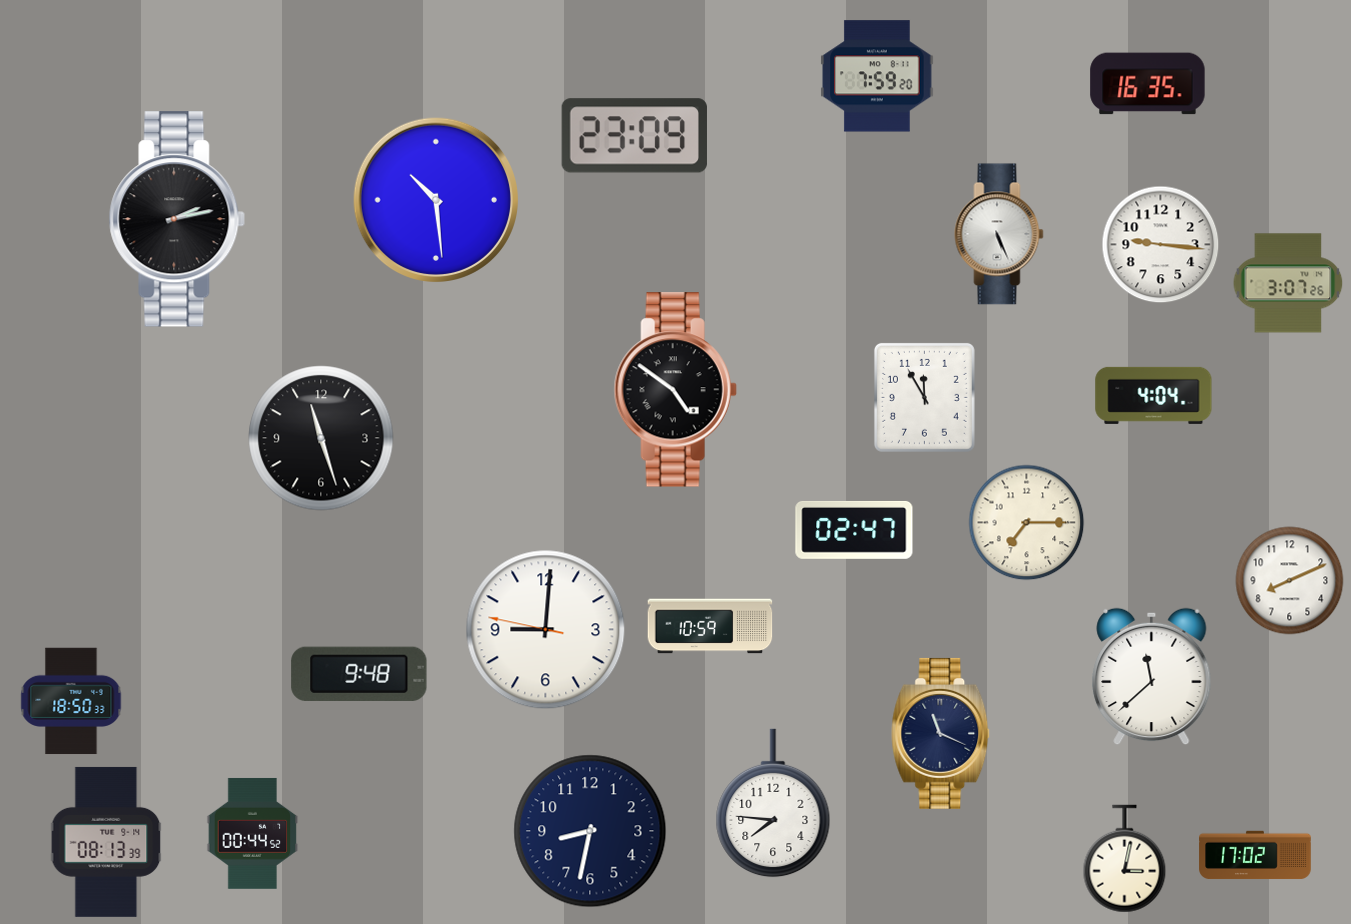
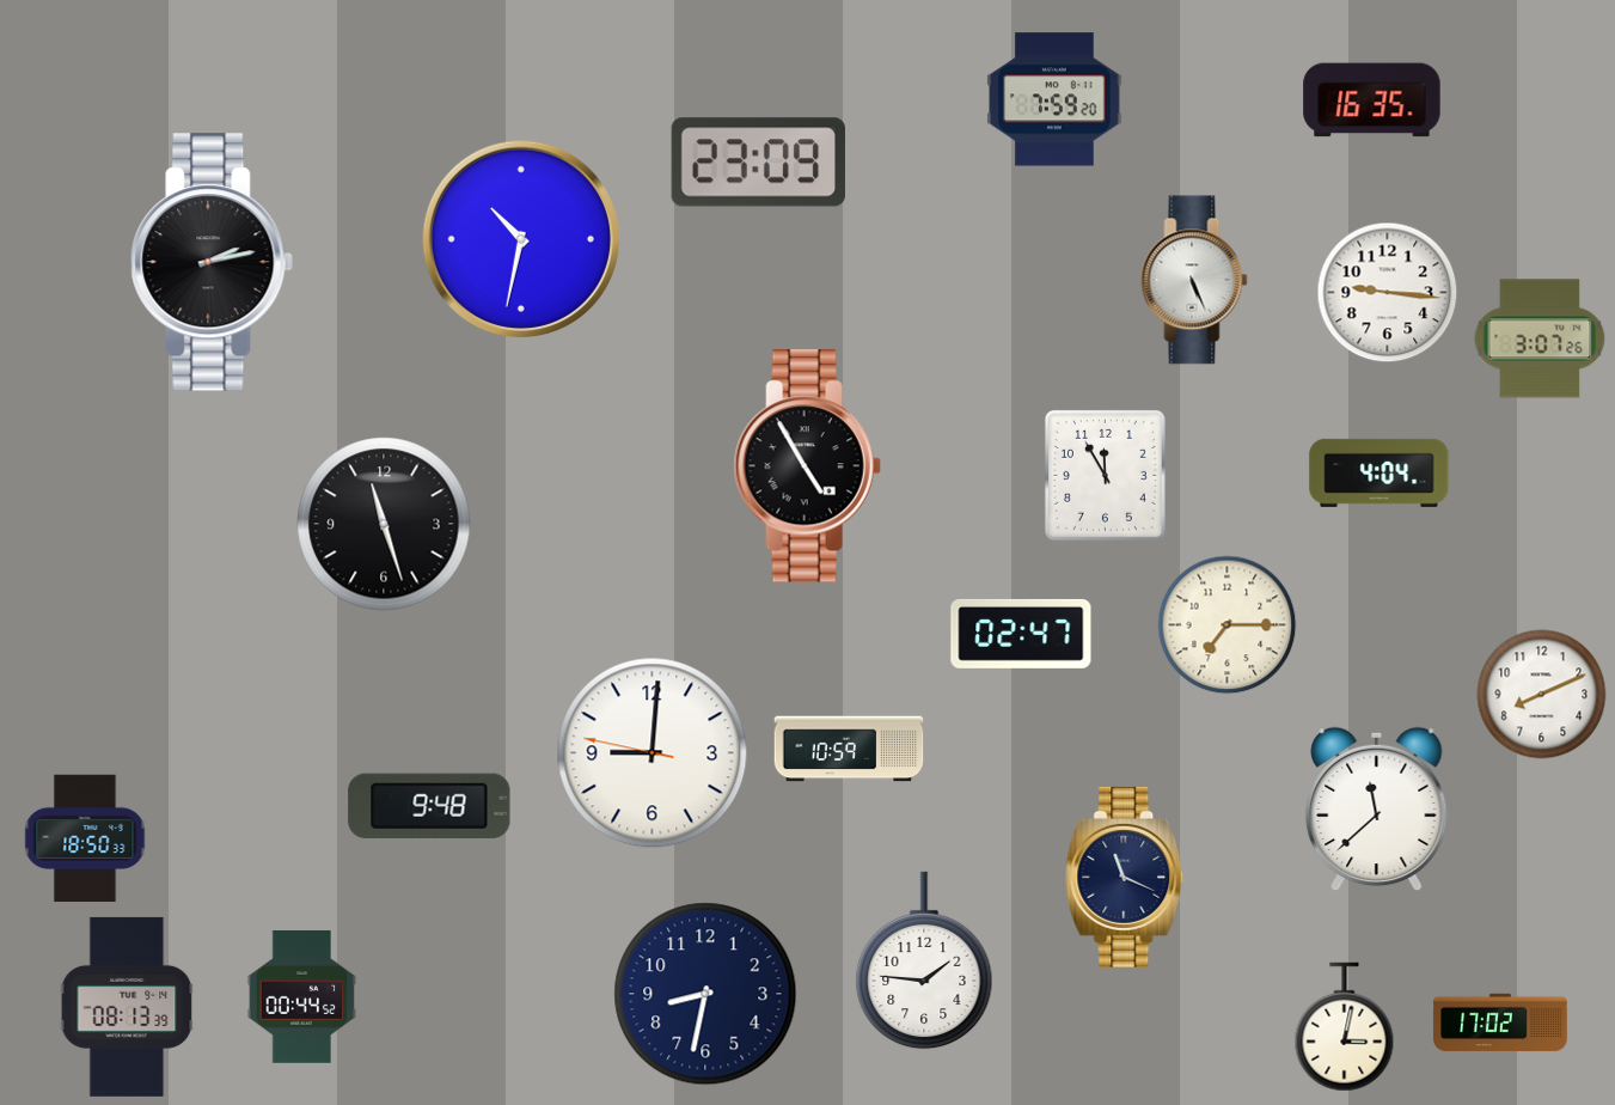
clock at (877, 76) position: (877, 76) -> (1054, 99)
clock at (435, 199): 10:29 -> 10:32
clock at (675, 390): 4:51 -> 4:55
clock at (773, 803): 7:46 -> 1:46
